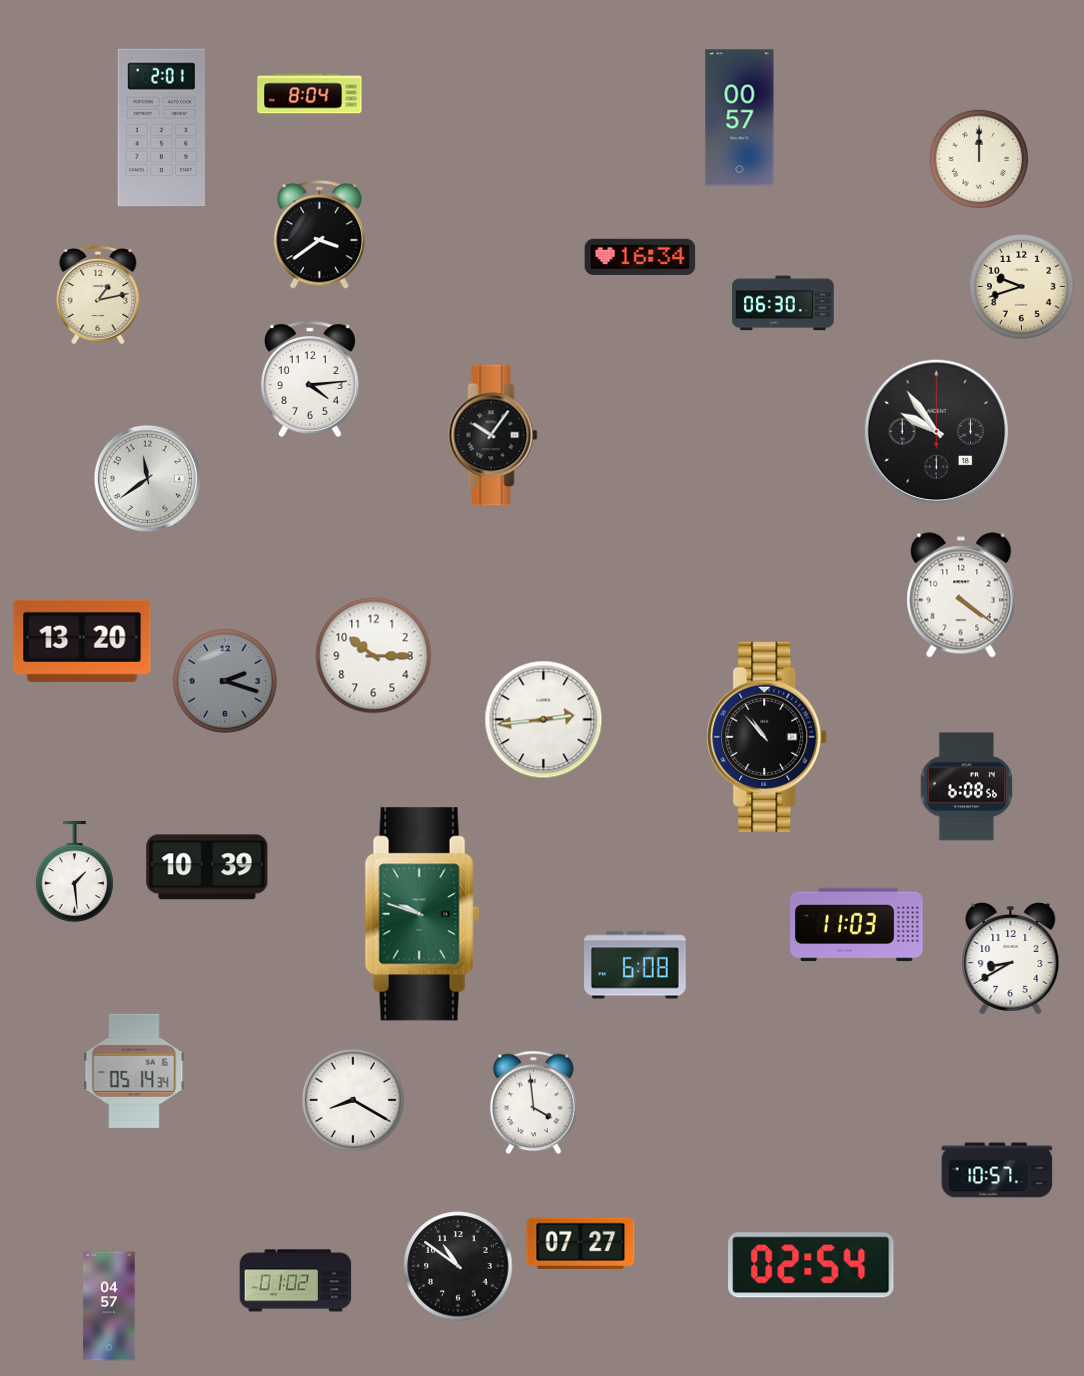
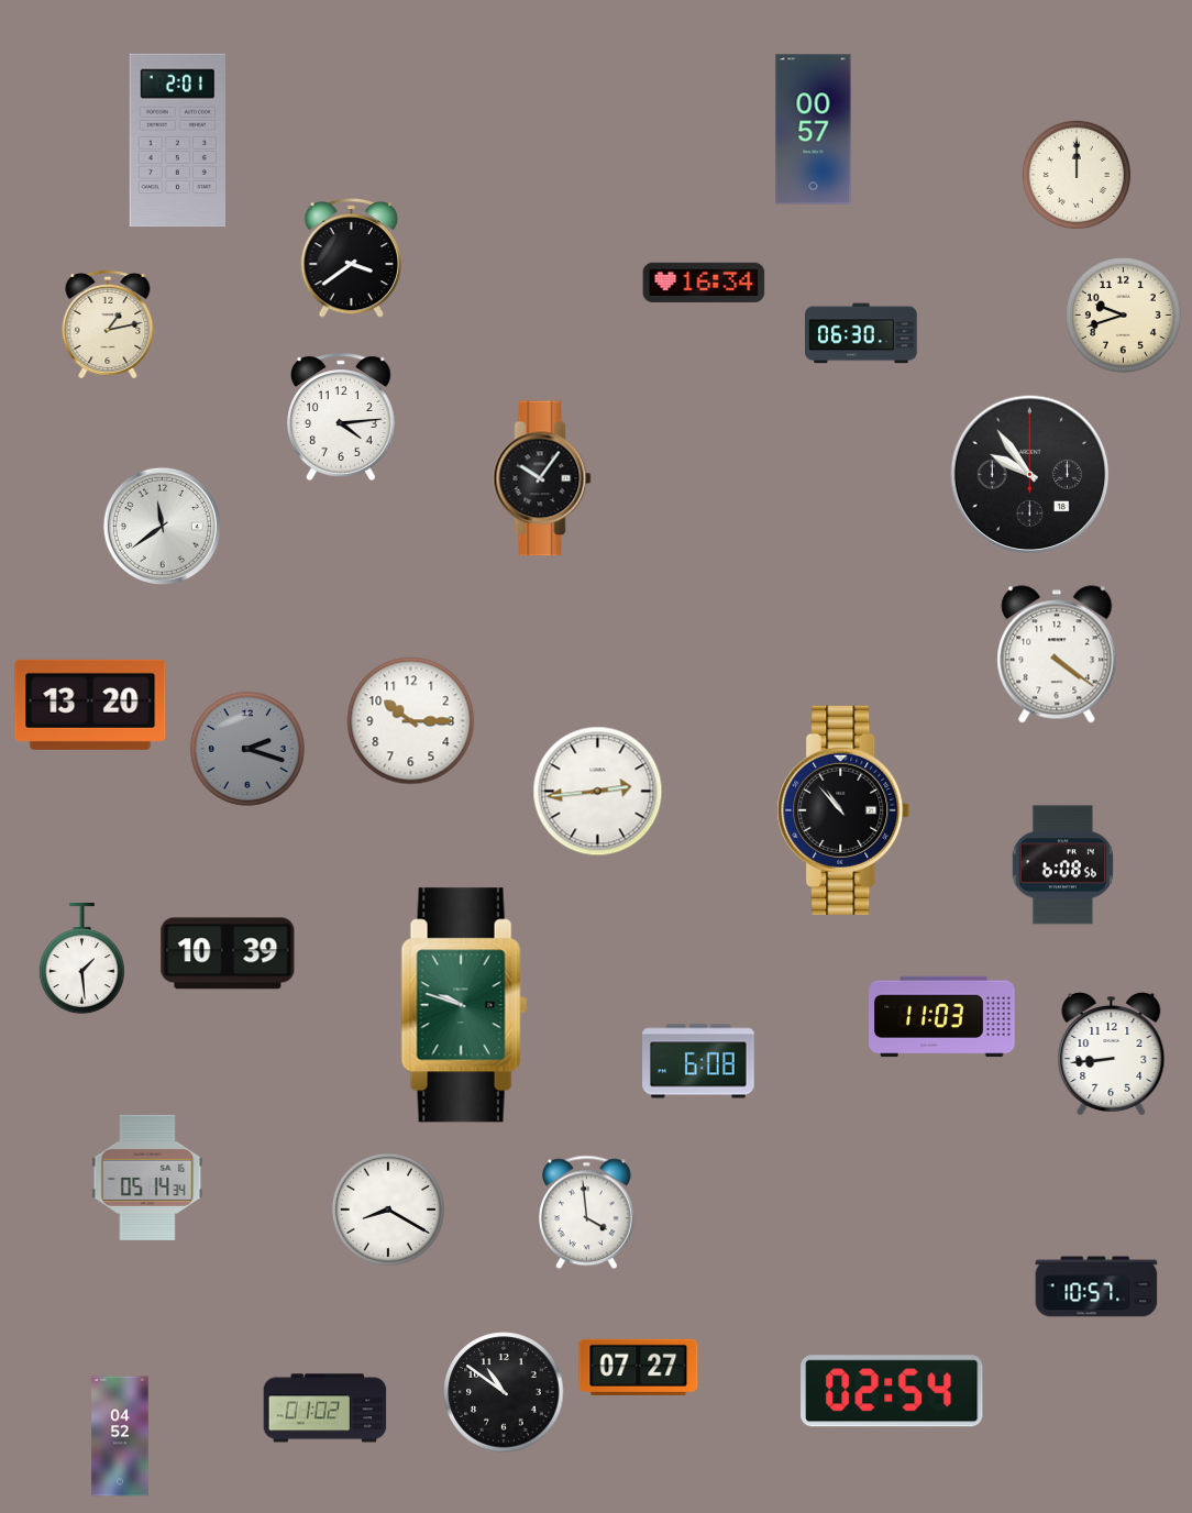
clock at (310, 94): 8:04 -> none
clock at (1011, 958): 8:40 -> 8:44
clock at (109, 1306): 04:57 -> 04:52
